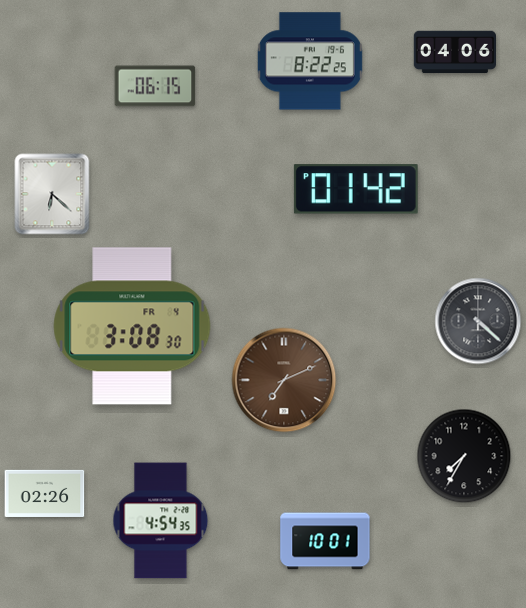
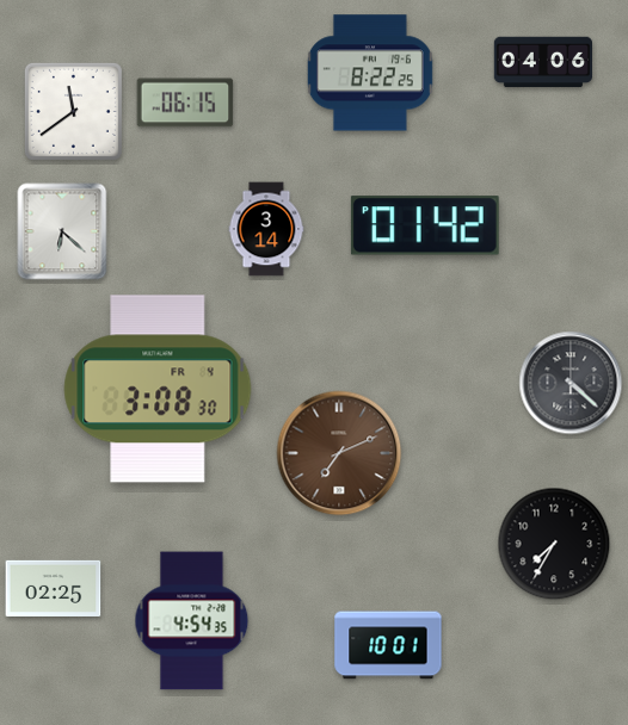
clock at (73, 111): none -> 11:39
clock at (266, 229): none -> 3:14
clock at (45, 493): 02:26 -> 02:25
